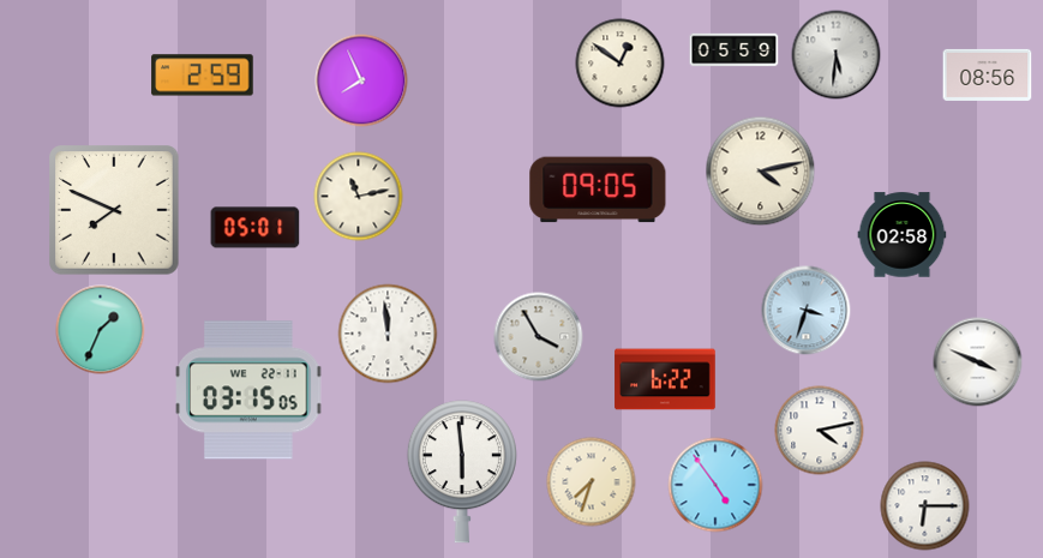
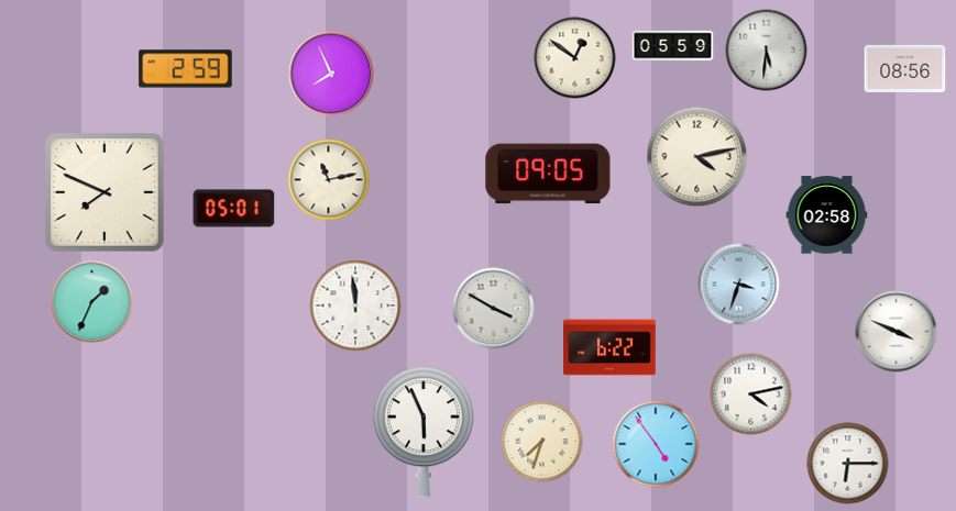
clock at (621, 64) position: (621, 64) -> (575, 58)
clock at (539, 337): 3:55 -> 3:50
clock at (248, 390): 03:15 -> none
clock at (462, 472): 5:59 -> 5:56
